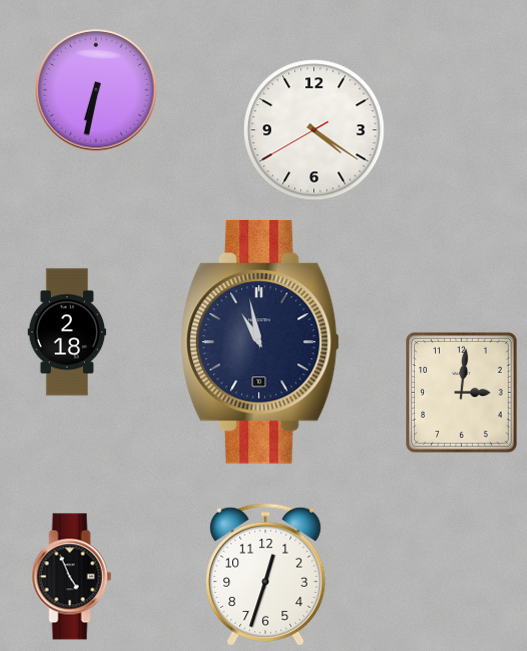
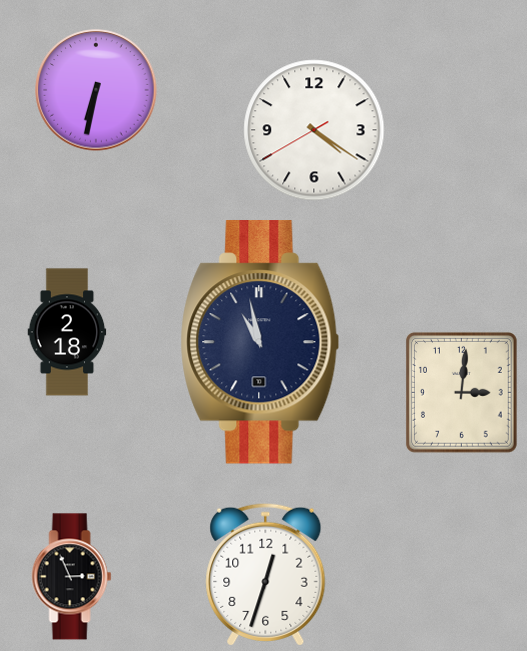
clock at (72, 577): 4:56 -> 2:56
